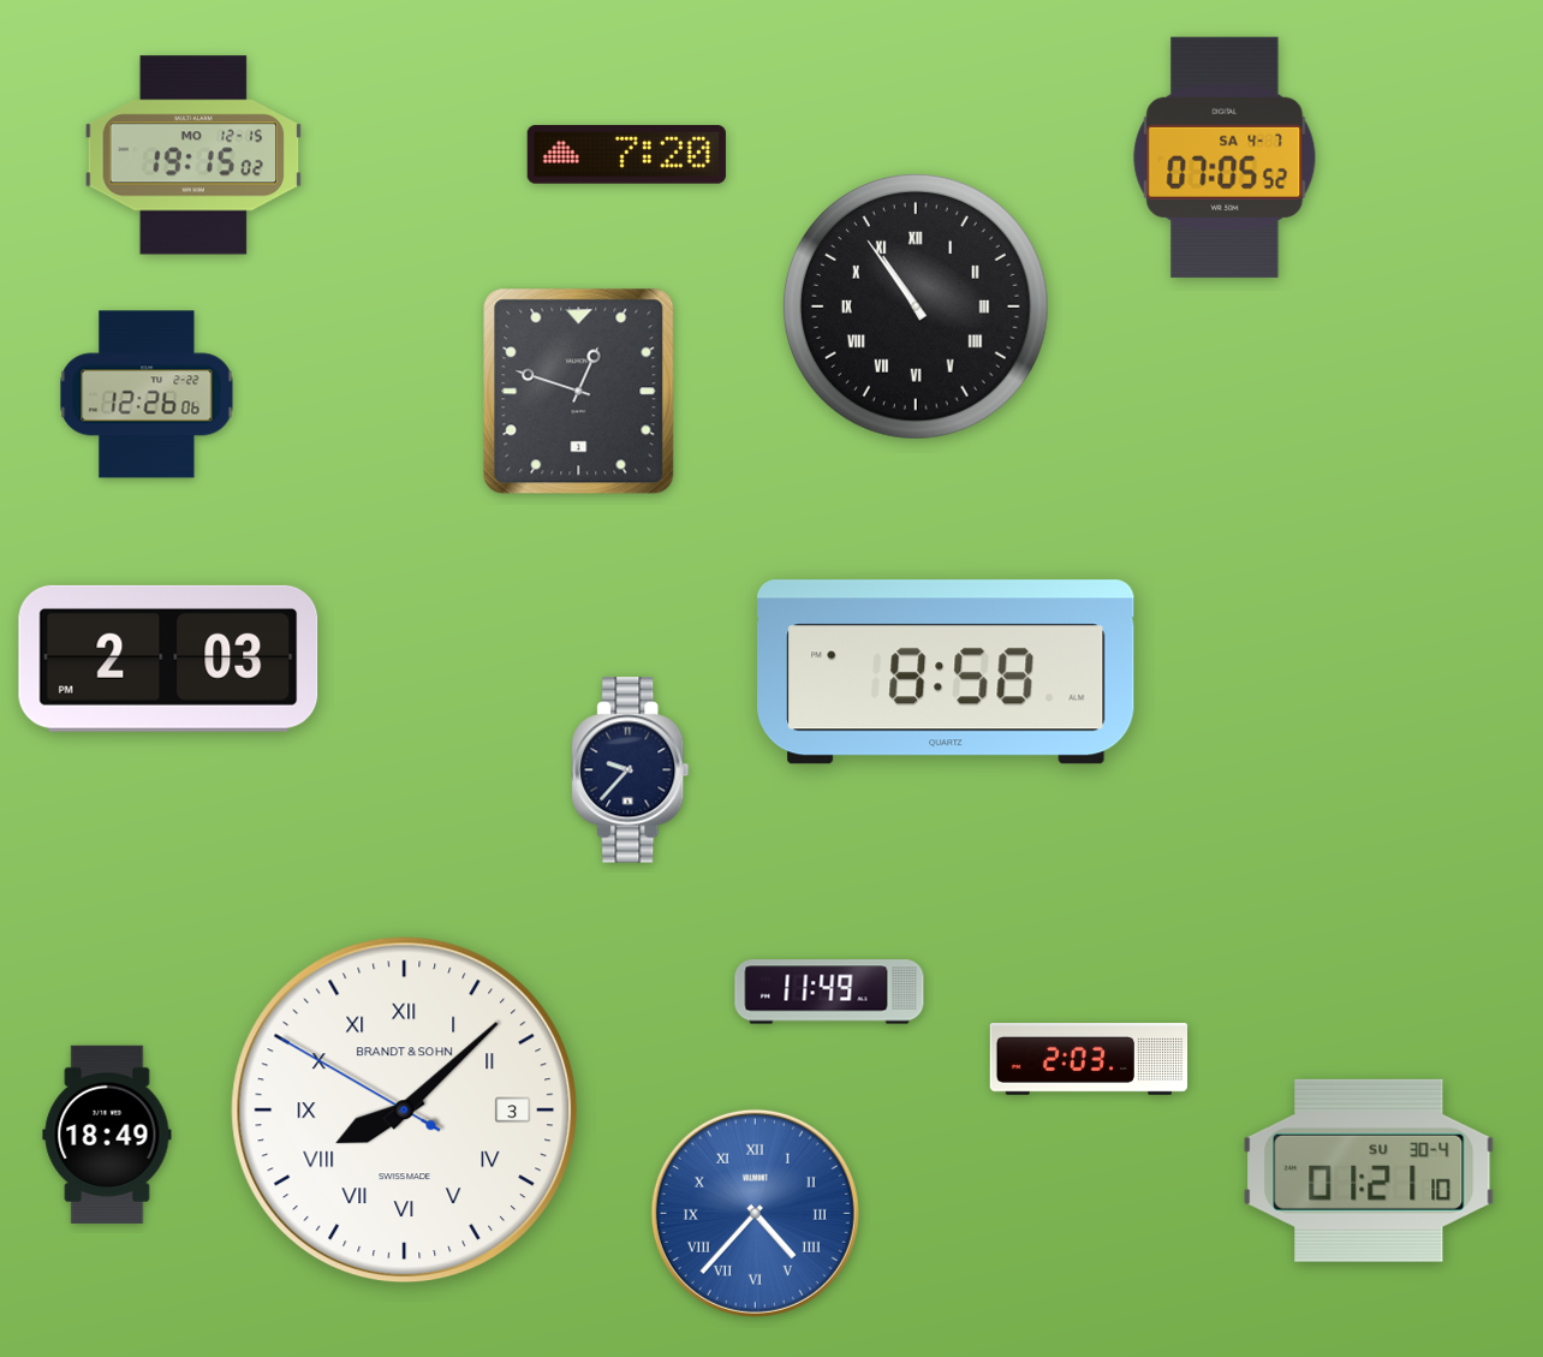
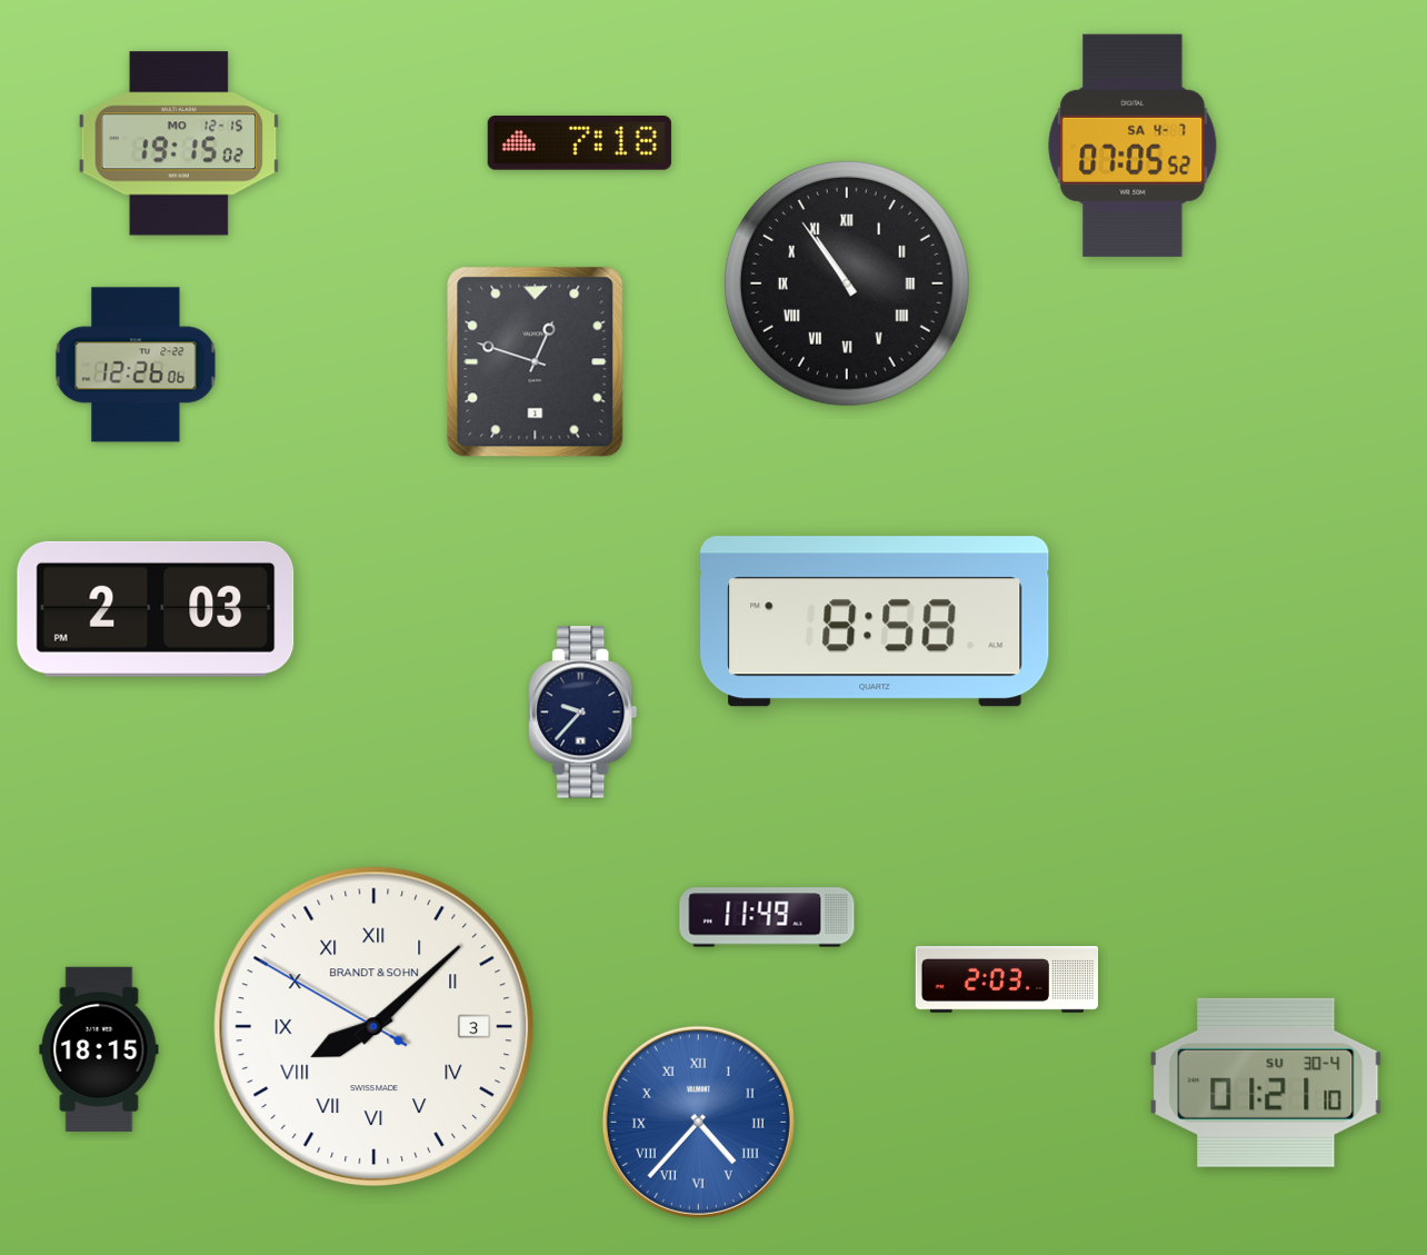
clock at (626, 155): 7:20 -> 7:18
clock at (107, 1135): 18:49 -> 18:15
